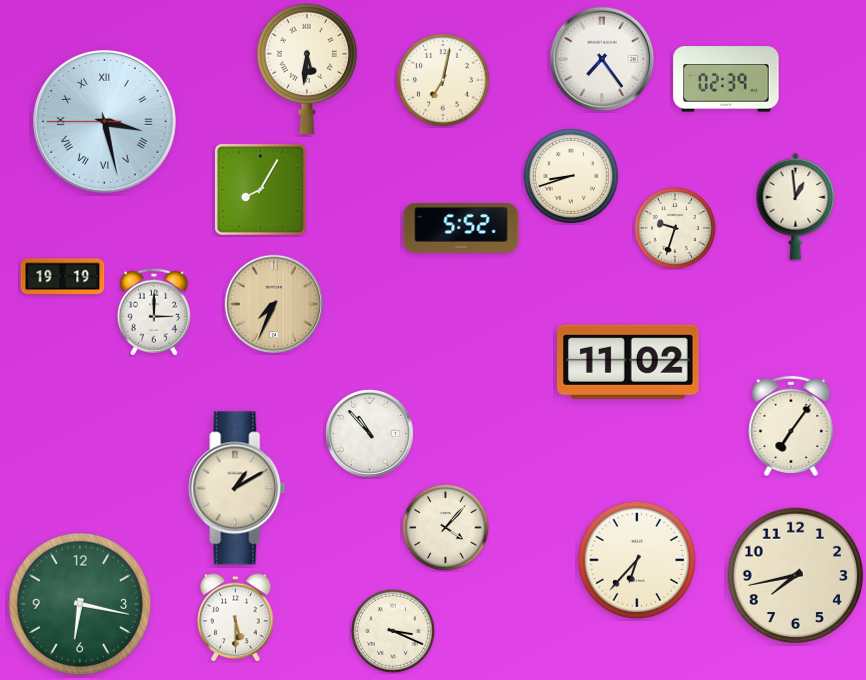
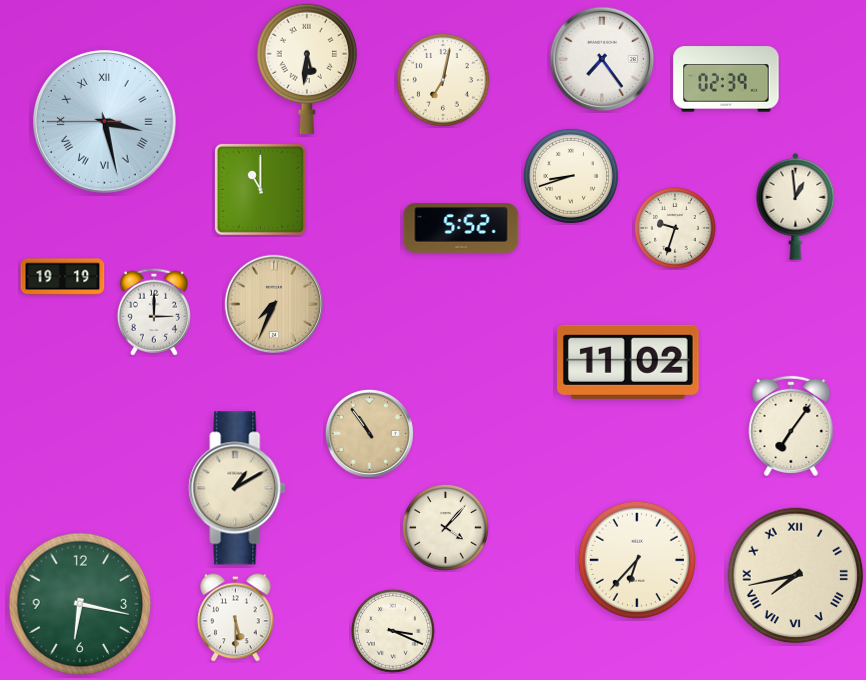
clock at (260, 189): 8:05 -> 11:00
clock at (369, 433): 10:53 -> 10:54
clock at (369, 433) dial: white -> champagne
clock at (796, 576) numerals: Arabic -> Roman
